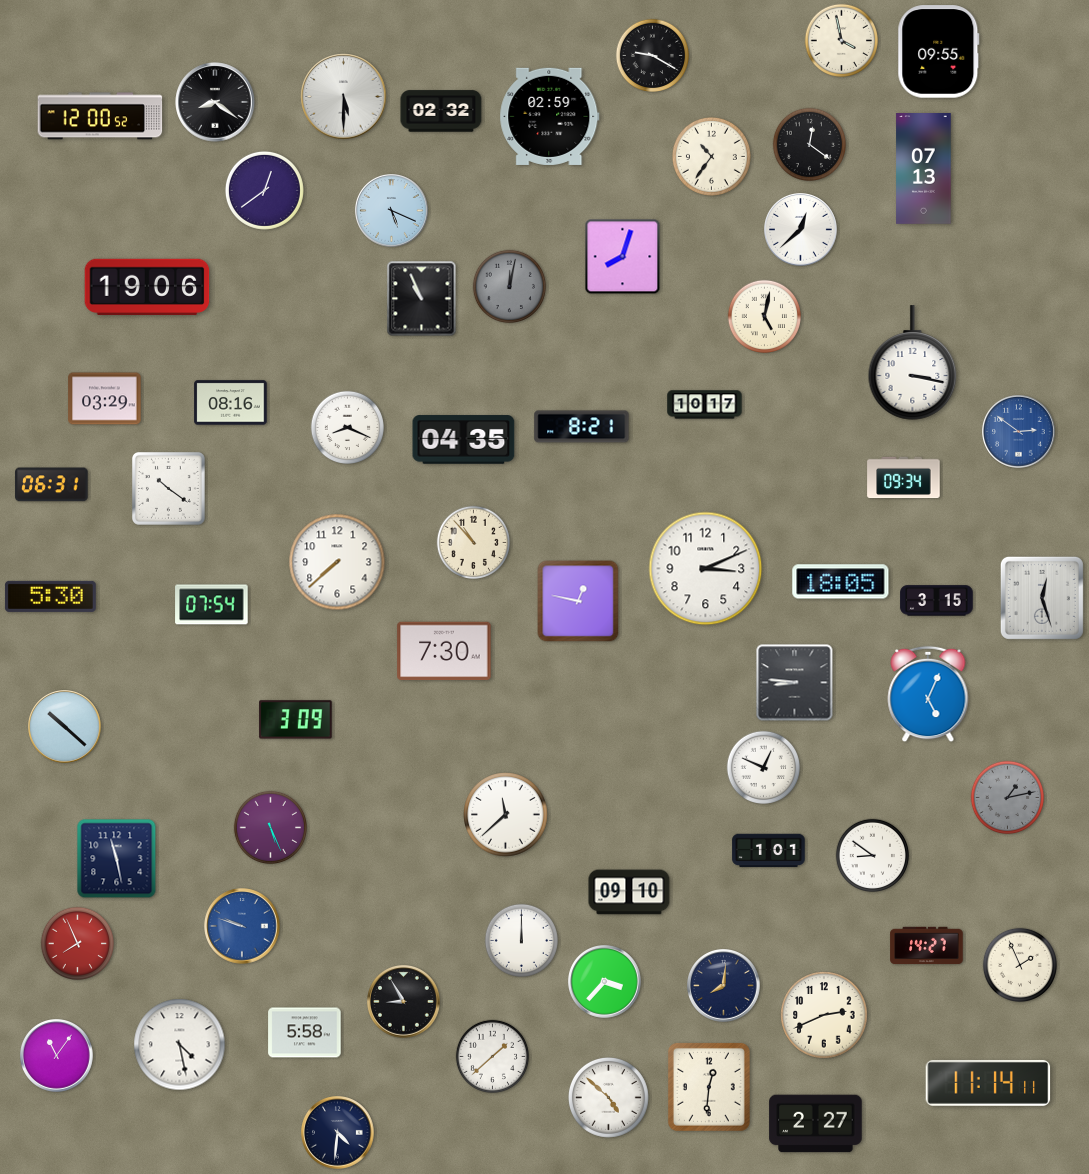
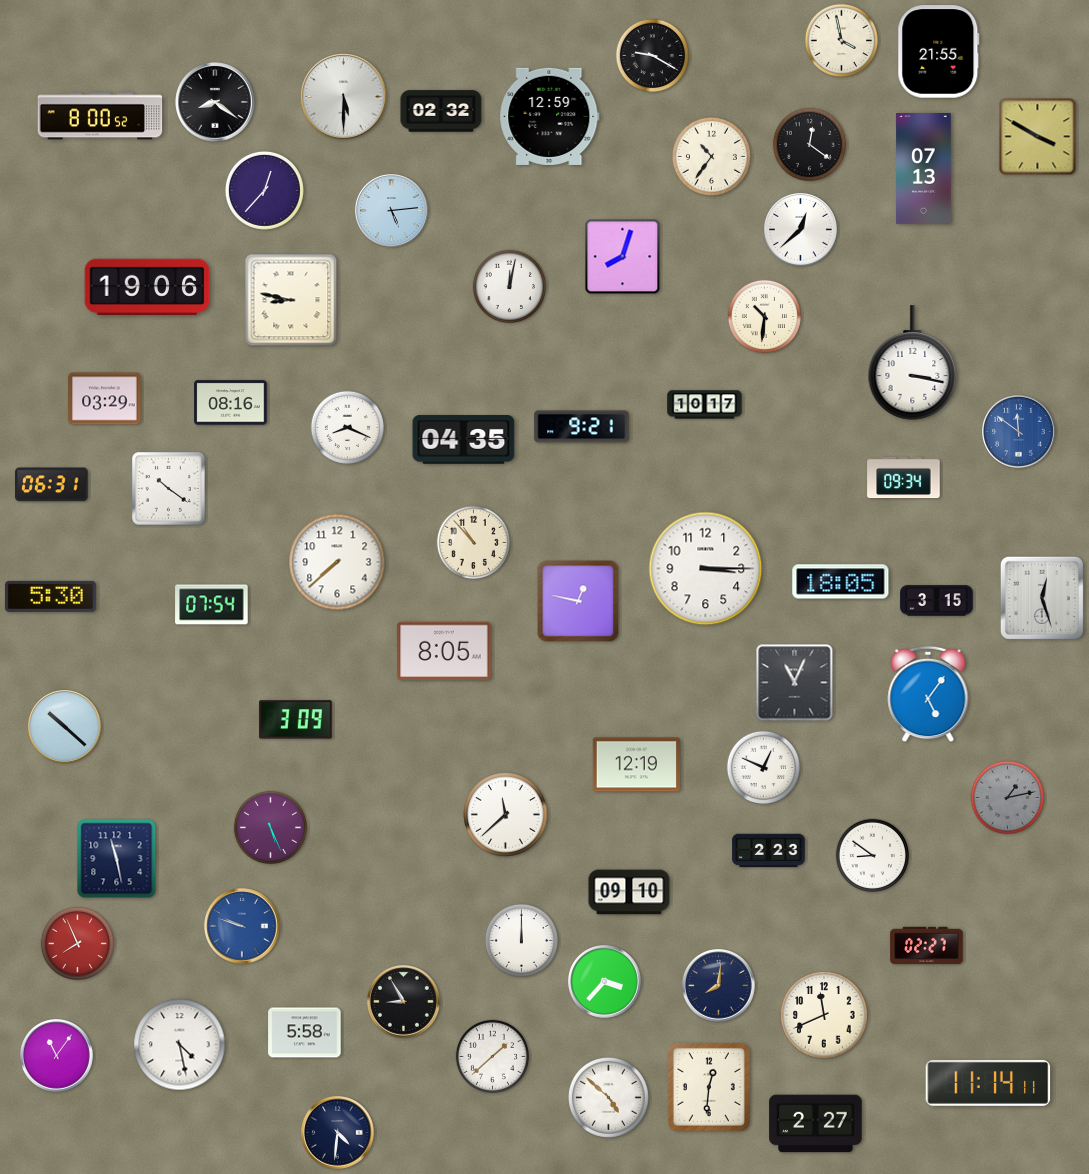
clock at (939, 52): 09:55 -> 21:55
clock at (100, 116): 12:00 -> 8:00
clock at (550, 116): 02:59 -> 12:59
clock at (1038, 137): none -> 3:50
clock at (264, 190): 12:39 -> 12:37
clock at (392, 211): 5:19 -> 5:14
clock at (509, 286) dial: grey -> white
clock at (422, 299): 10:56 -> none
clock at (291, 300): none -> 8:47
clock at (764, 316): 5:02 -> 10:31
clock at (582, 427): 8:21 -> 9:21
clock at (1019, 432): 2:51 -> 11:51
clock at (706, 569): 3:11 -> 3:15
clock at (444, 651): 7:30 -> 8:05
clock at (795, 683): 8:46 -> 11:04
clock at (928, 694): 5:04 -> 5:06
clock at (636, 765): none -> 12:19
clock at (769, 851): 1:01 -> 2:23
clock at (927, 946): 14:27 -> 02:27
clock at (1019, 964): 1:56 -> none
clock at (724, 986) position: (724, 986) -> (719, 986)
clock at (824, 1015): 2:41 -> 11:41
